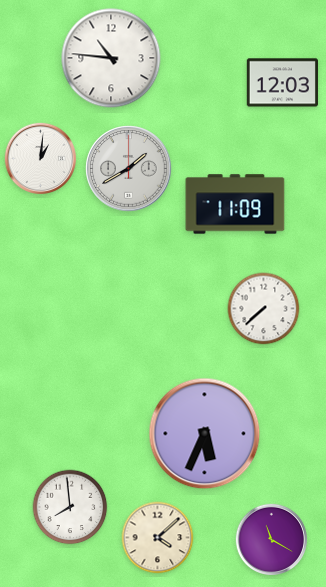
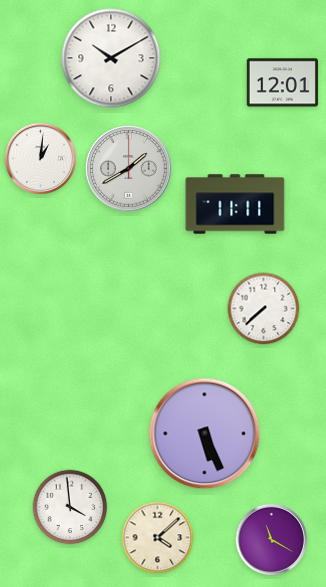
clock at (111, 58): 10:46 -> 10:10
clock at (282, 83): 12:03 -> 12:01
clock at (235, 204): 11:09 -> 11:11
clock at (205, 434): 5:34 -> 5:26
clock at (70, 507): 7:59 -> 3:59
